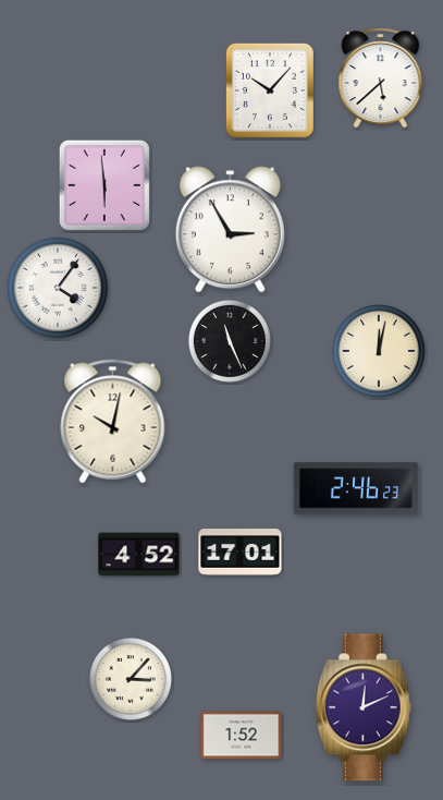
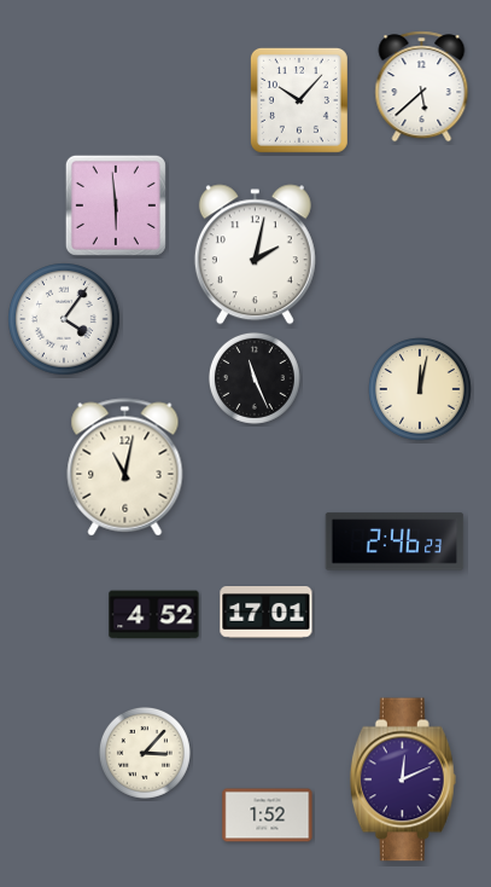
clock at (230, 230): 2:55 -> 2:02
clock at (113, 422): 10:02 -> 11:02
clock at (364, 707) position: (364, 707) -> (403, 779)
